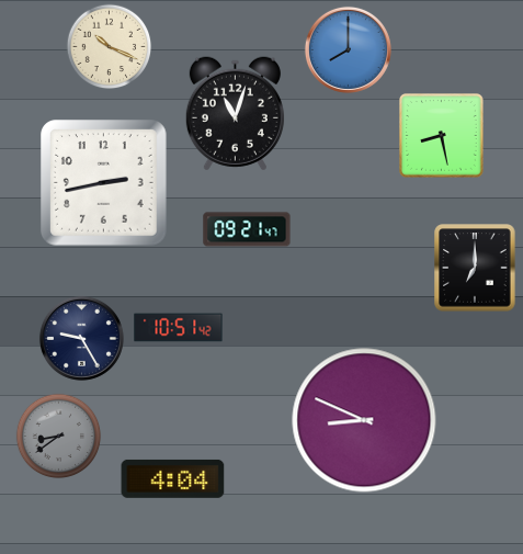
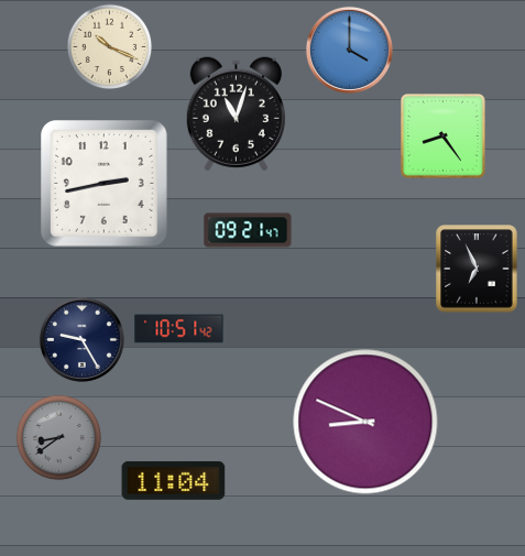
clock at (348, 49): 8:00 -> 4:00
clock at (442, 136): 8:28 -> 8:24
clock at (475, 268): 7:00 -> 6:56
clock at (173, 478): 4:04 -> 11:04
